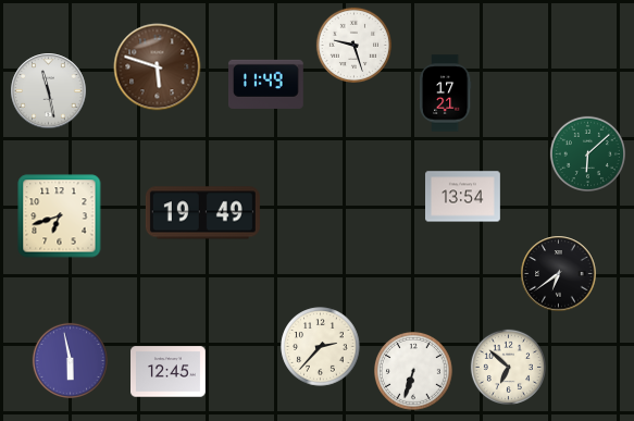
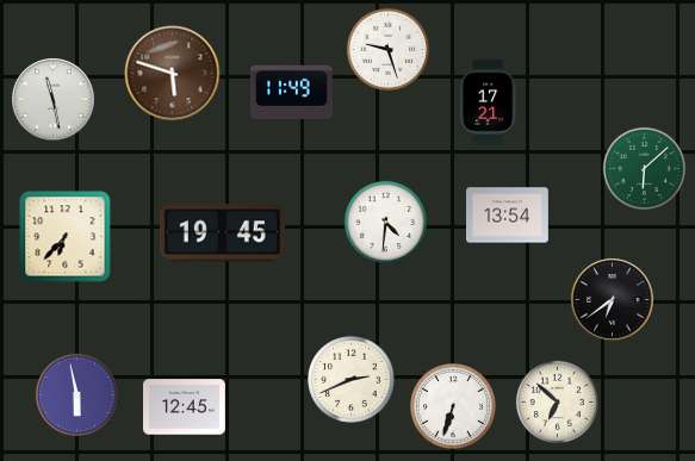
clock at (385, 222): none -> 4:31
clock at (202, 213): 19:49 -> 19:45
clock at (60, 216): 6:42 -> 6:37
clock at (321, 347): 2:37 -> 2:41
